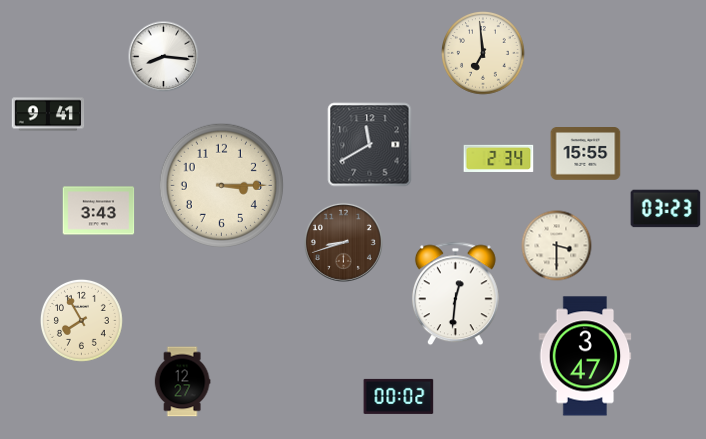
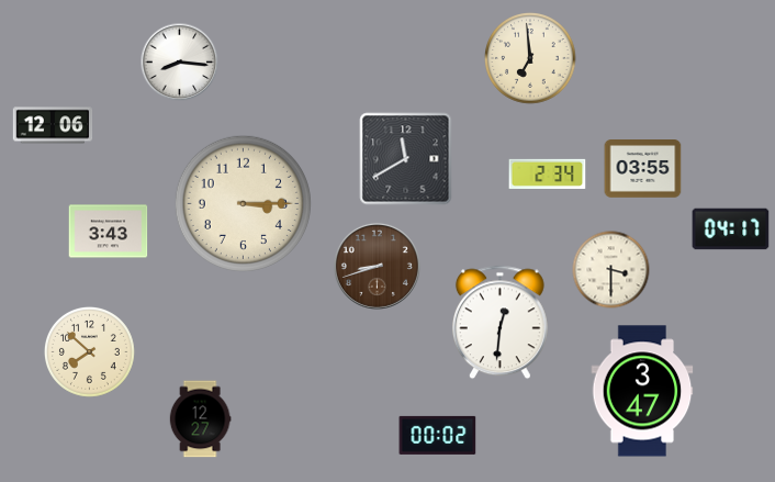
clock at (48, 114): 9:41 -> 12:06
clock at (586, 154): 15:55 -> 03:55
clock at (666, 209): 03:23 -> 04:17
clock at (81, 320): 7:55 -> 7:52
